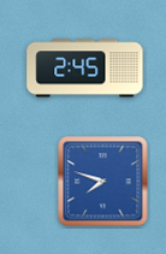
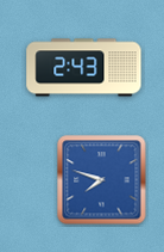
clock at (85, 69): 2:45 -> 2:43
